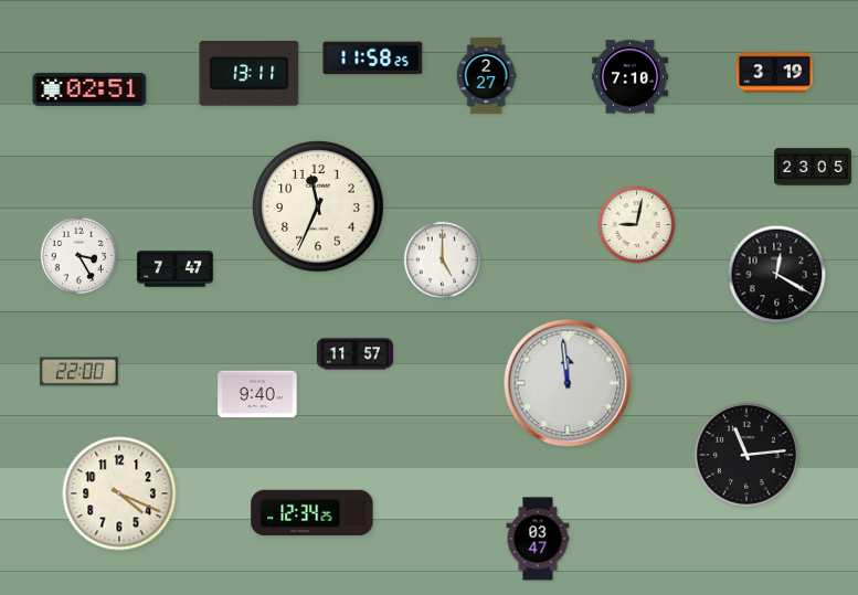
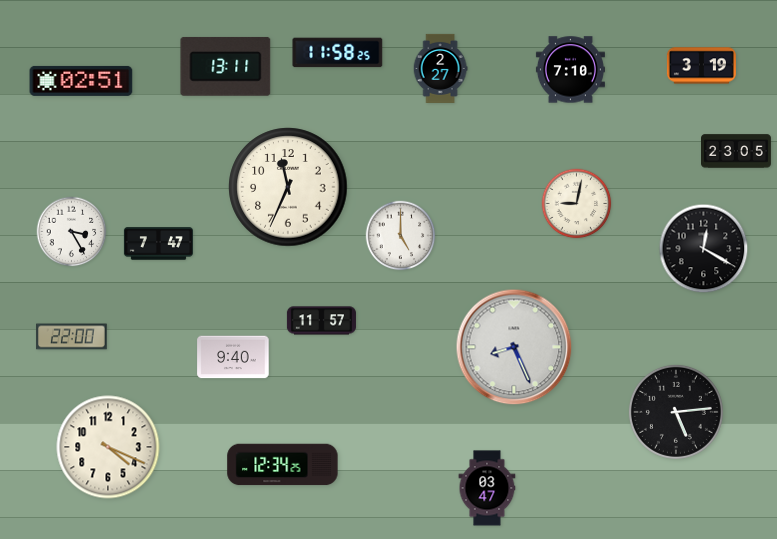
clock at (568, 383): 11:59 -> 8:26
clock at (746, 455): 11:14 -> 5:14
